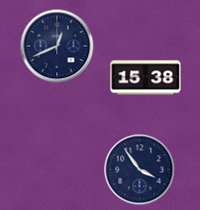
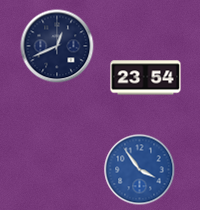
clock at (146, 78): 15:38 -> 23:54
clock at (140, 170) dial: navy -> blue
